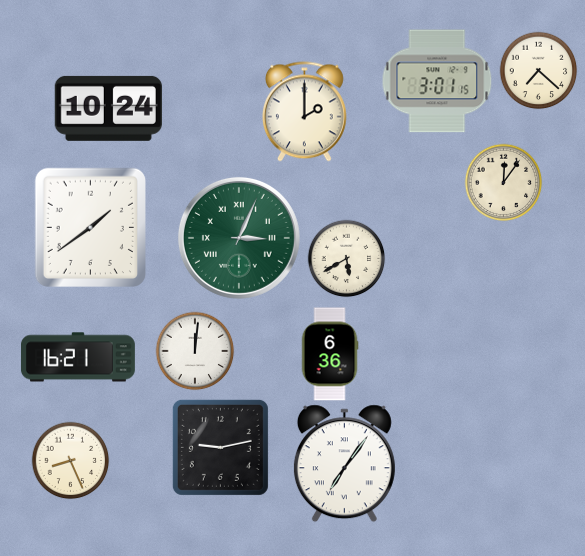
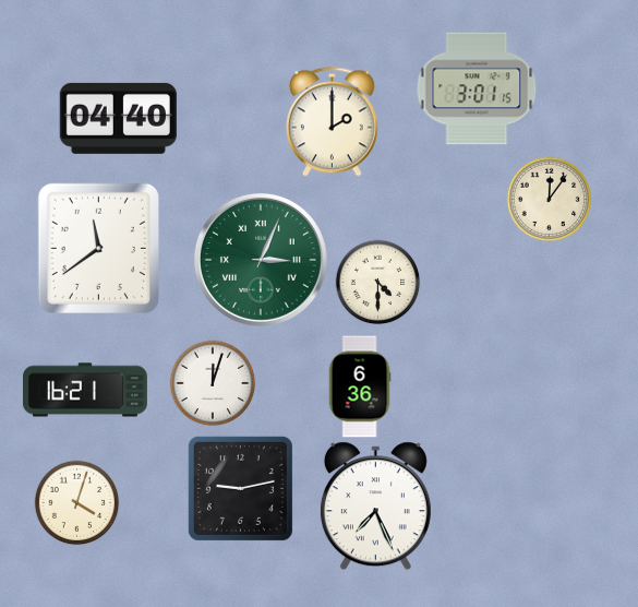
clock at (538, 70): 7:22 -> none
clock at (108, 108): 10:24 -> 04:40
clock at (90, 227): 1:39 -> 11:39
clock at (346, 258): 5:40 -> 4:30
clock at (195, 351): 12:01 -> 12:03
clock at (70, 460): 8:26 -> 4:03
clock at (344, 464): 7:06 -> 7:26
